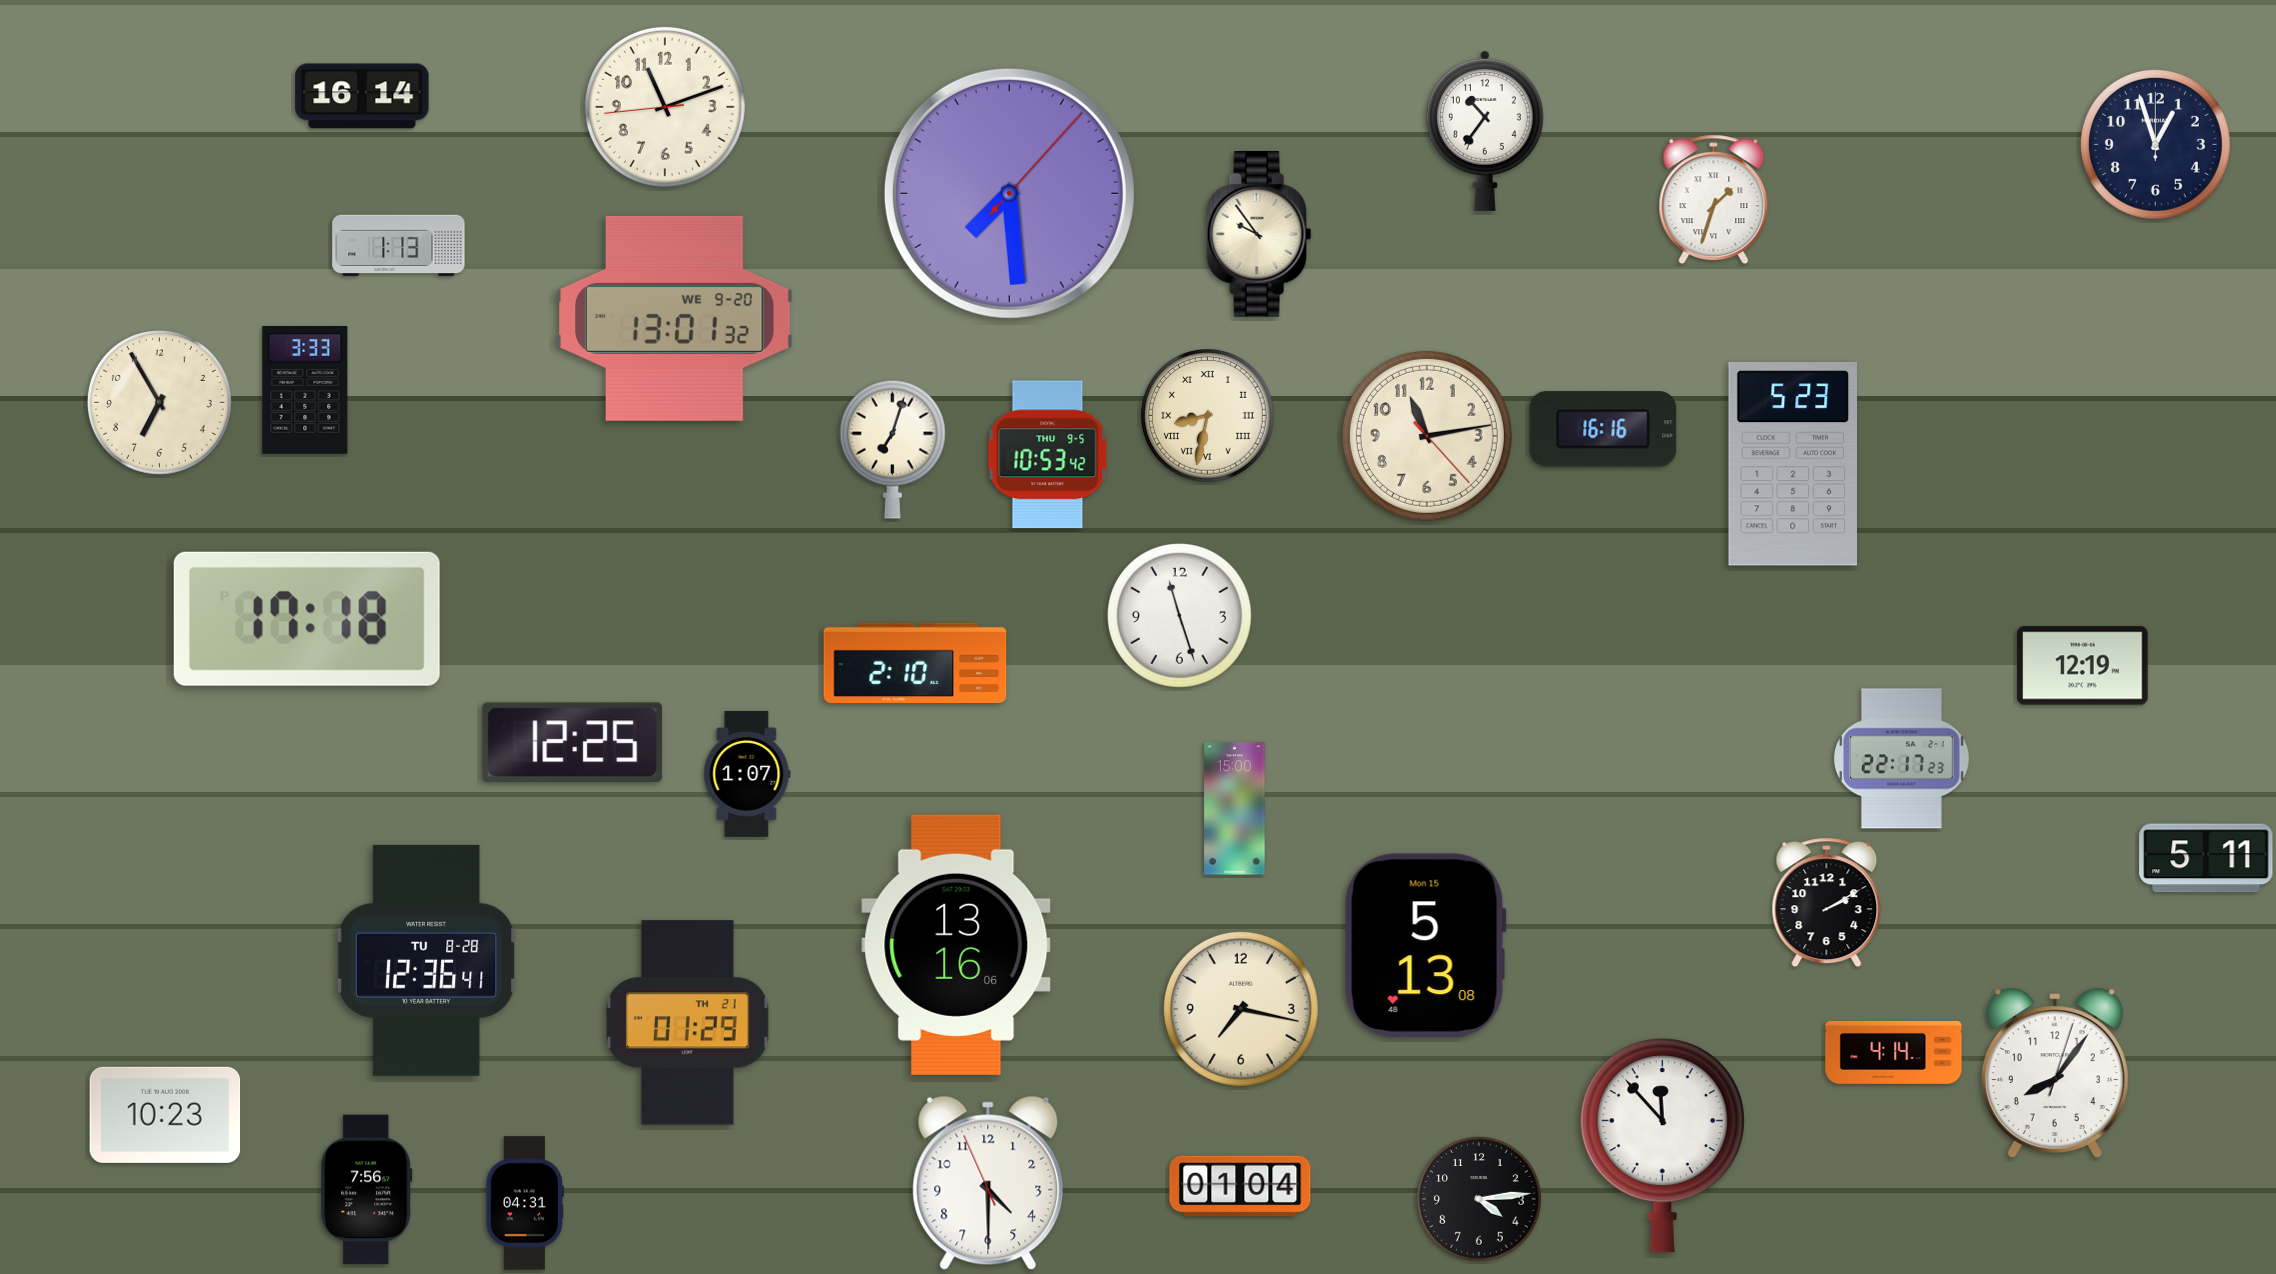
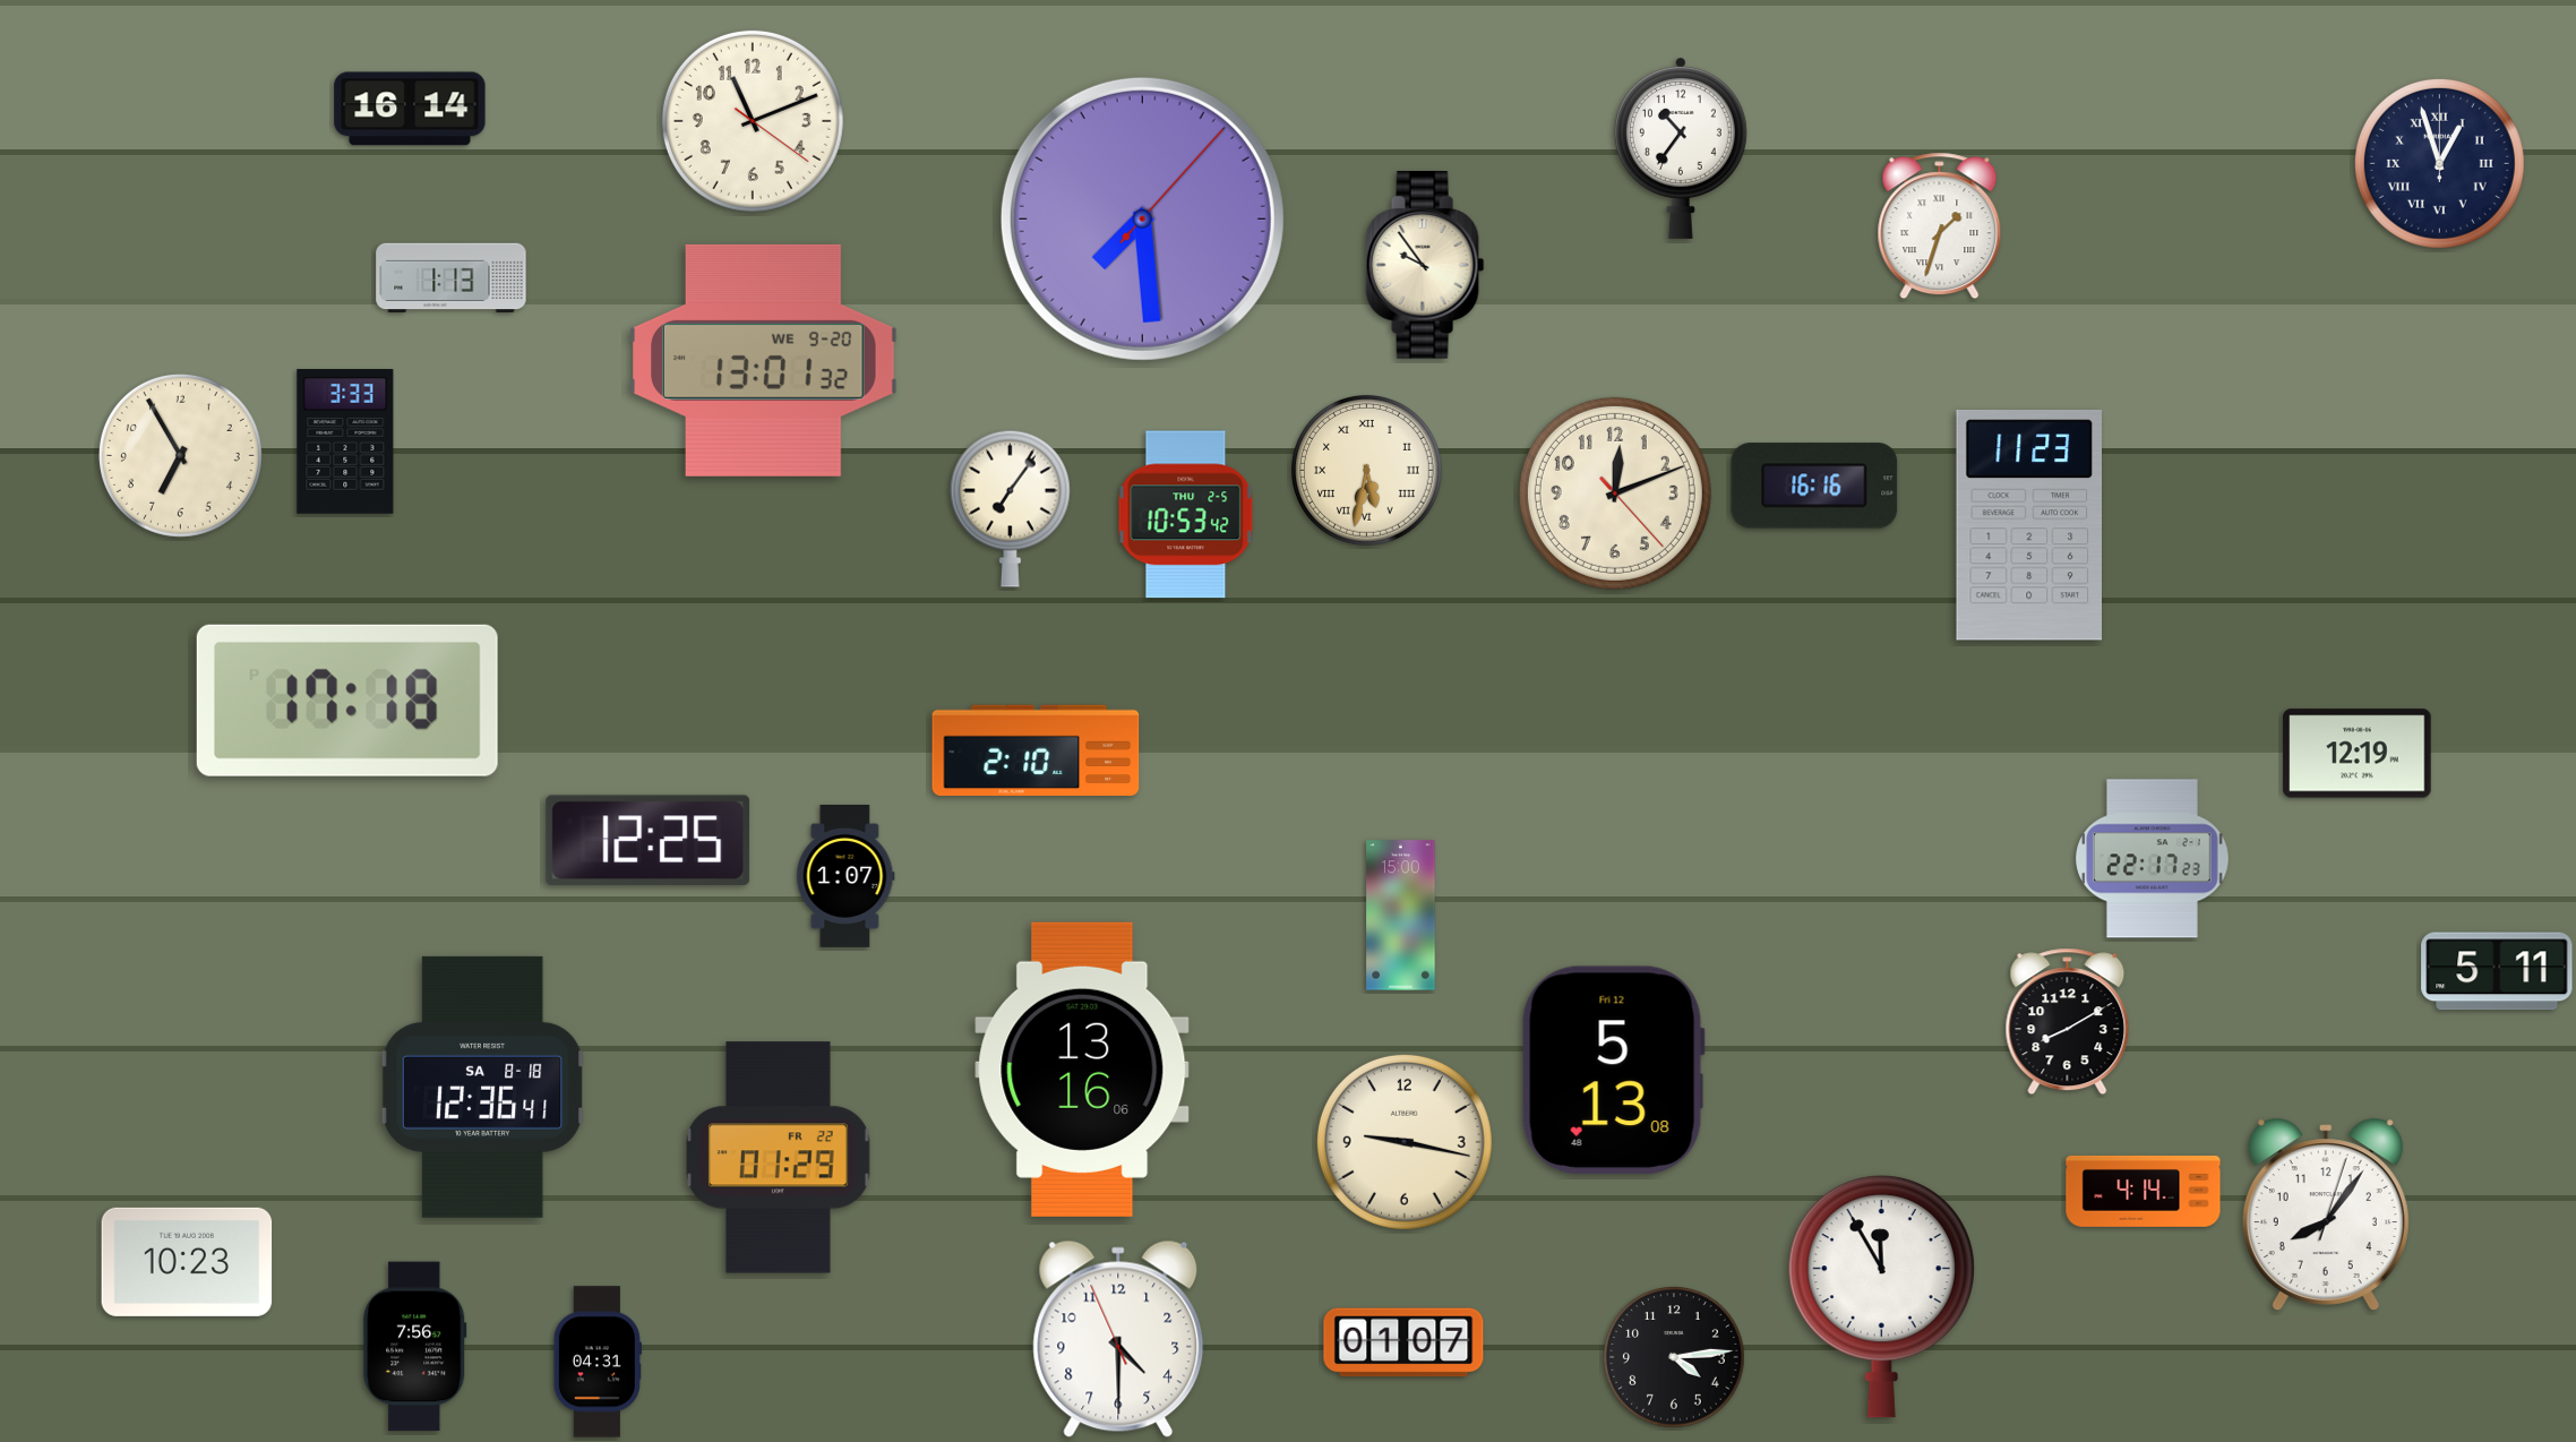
clock at (665, 107): 11:11:44 -> 11:11:21
clock at (2155, 144) numerals: Arabic -> Roman
clock at (1208, 416): 8:32 -> 5:32
clock at (1427, 436): 11:13 -> 12:11
clock at (892, 449): 7:03 -> 7:06
clock at (1048, 455) date: THU 9-5 -> THU 2-5
clock at (1793, 465): 5:23 -> 11:23
clock at (1179, 615): 11:27 -> none
clock at (1235, 809) position: (1235, 809) -> (1401, 916)
clock at (1827, 903): 2:10 -> 8:10
clock at (1425, 946) date: Mon 15 -> Fri 12
clock at (426, 960) date: TU 8-28 -> SA 8-18
clock at (1241, 1009): 7:17 -> 9:17
clock at (687, 1023) date: TH 21 -> FR 22
clock at (1662, 1146): 11:53 -> 11:55
clock at (1240, 1186): 01:04 -> 01:07
clock at (525, 1203) position: (525, 1203) -> (598, 1362)
